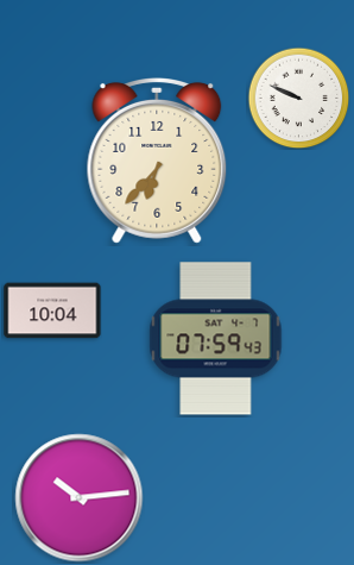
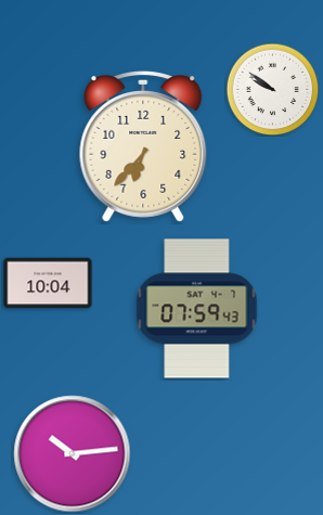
clock at (298, 98): 9:49 -> 9:51
